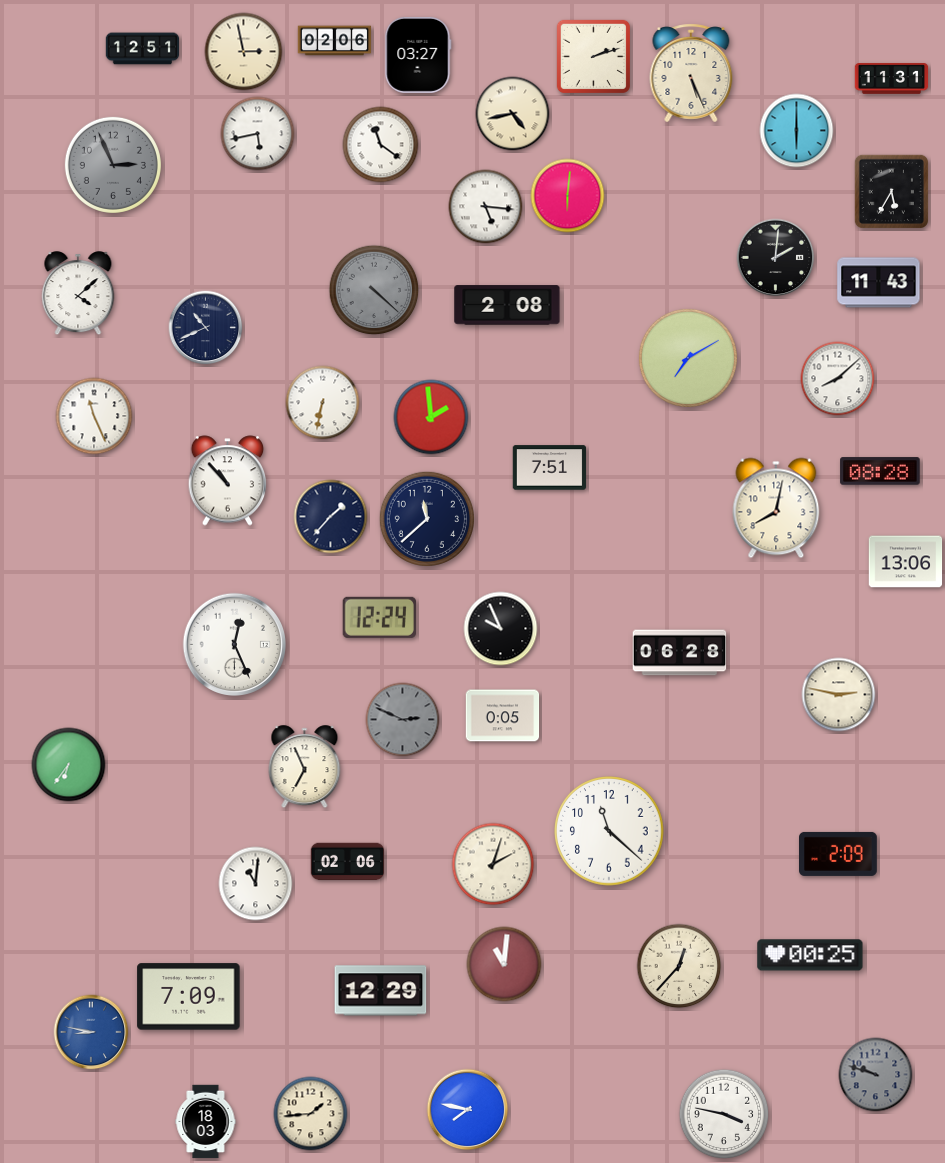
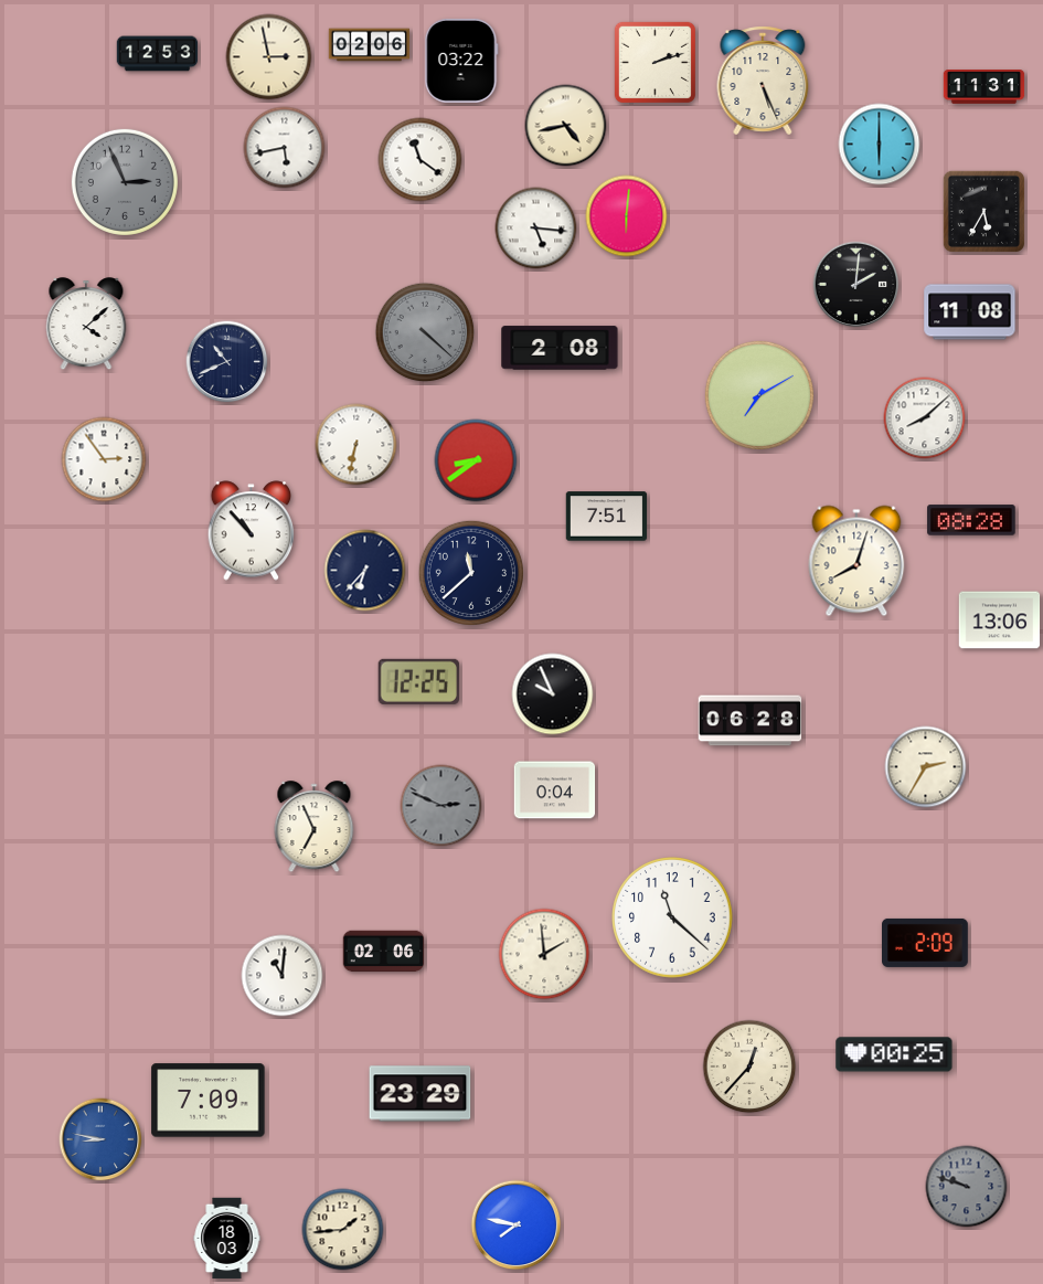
clock at (143, 49): 12:51 -> 12:53
clock at (418, 55): 03:27 -> 03:22
clock at (879, 283): 11:43 -> 11:08
clock at (374, 290) position: (374, 290) -> (425, 332)
clock at (507, 305) position: (507, 305) -> (560, 348)
clock at (94, 416): 11:26 -> 2:54
clock at (431, 417): 1:59 -> 8:39
clock at (776, 508): 8:02 -> 8:03
clock at (331, 517): 1:37 -> 6:37
clock at (379, 617): 12:24 -> 12:25
clock at (234, 644): 12:26 -> none
clock at (839, 695): 2:47 -> 2:35
clock at (503, 716): 0:05 -> 0:04
clock at (403, 720) position: (403, 720) -> (441, 806)
clock at (69, 765): 6:36 -> none
clock at (305, 767) position: (305, 767) -> (315, 827)
clock at (493, 864): 2:03 -> 1:59
clock at (504, 964): 11:01 -> none
clock at (381, 991): 12:29 -> 23:29
clock at (724, 1114): 3:47 -> none
